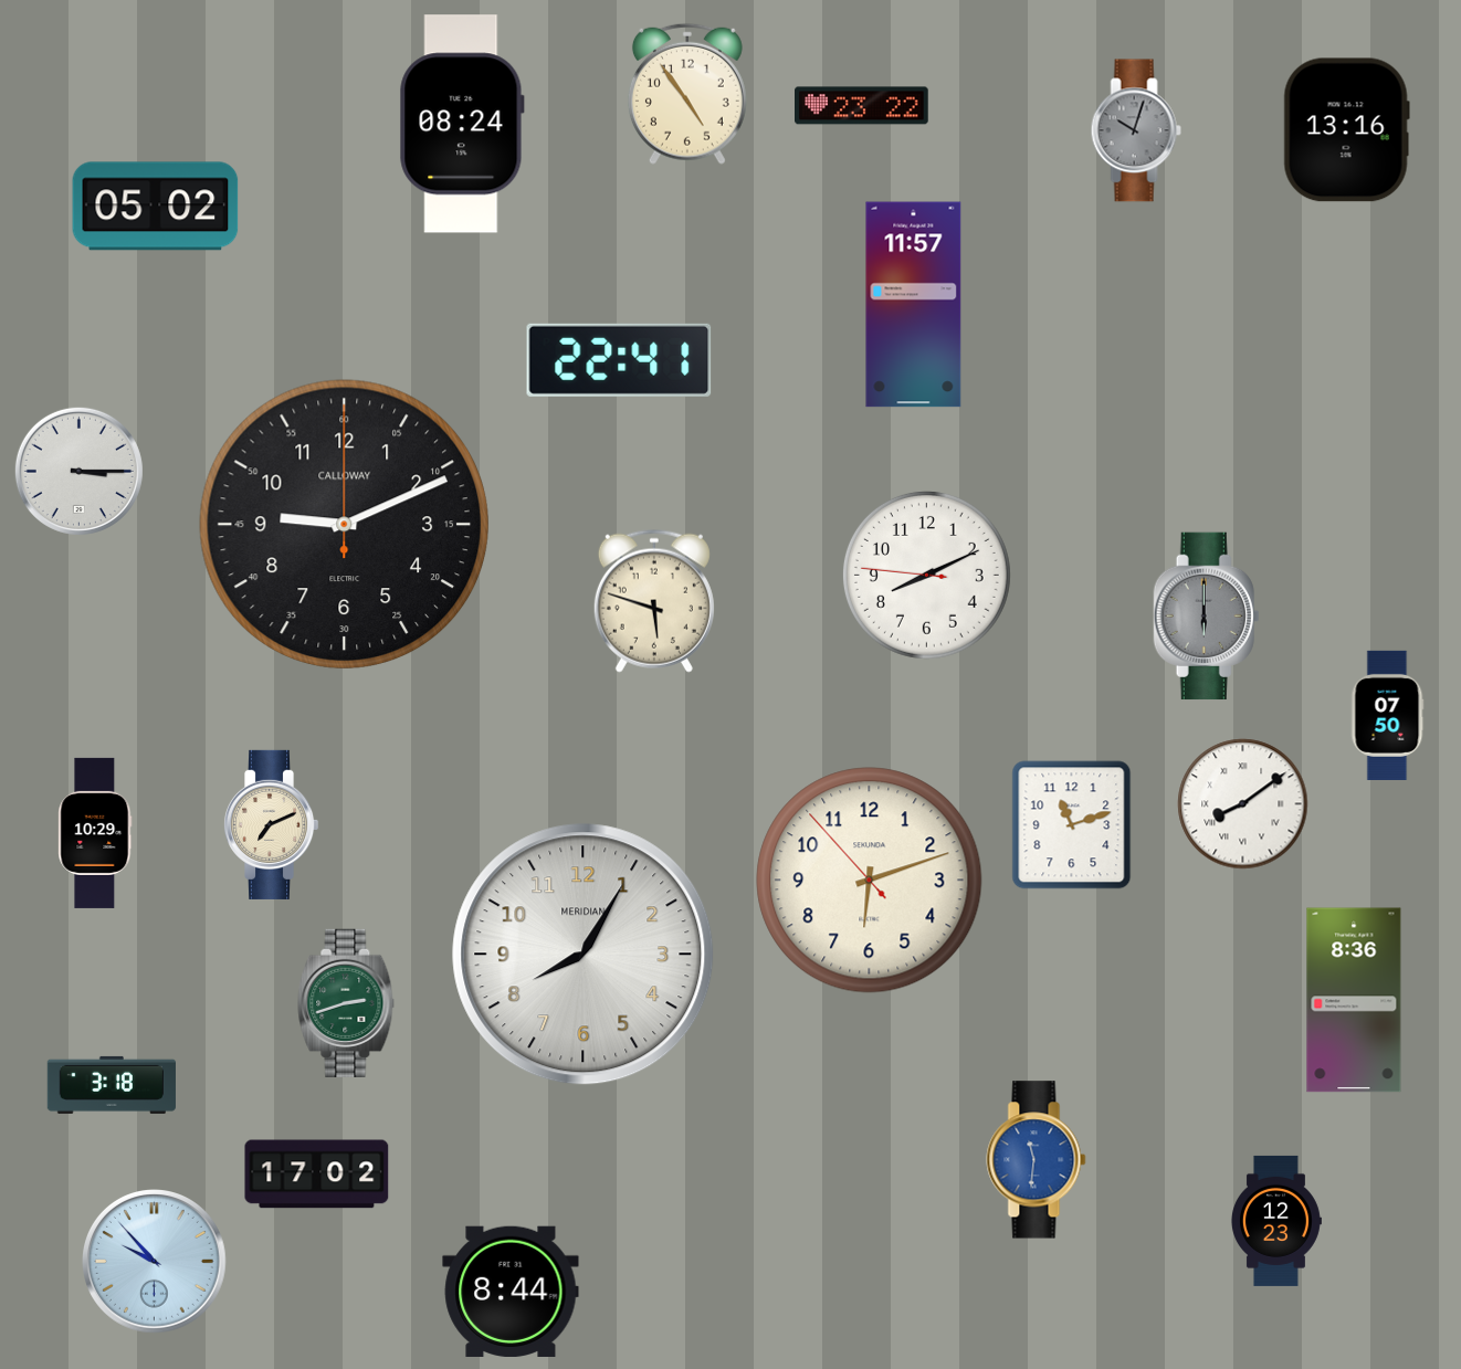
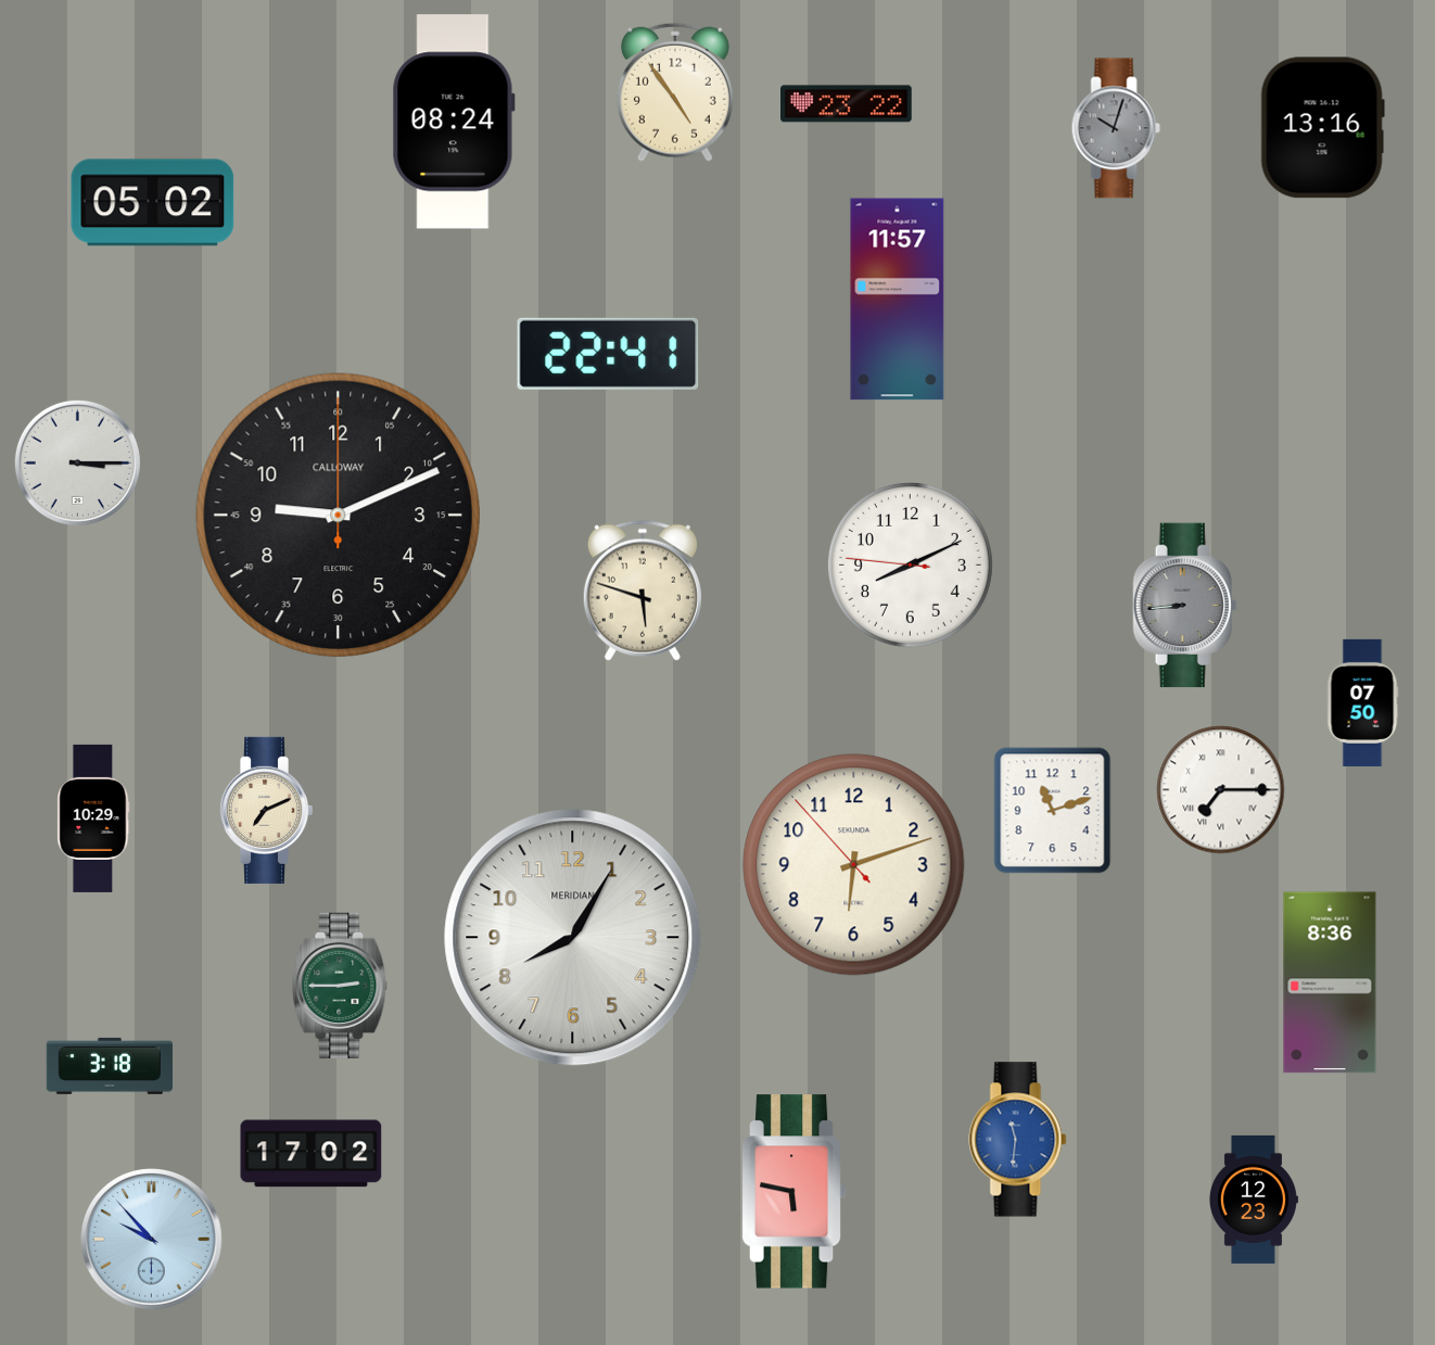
clock at (1207, 617): 6:00 -> 8:44
clock at (1243, 804): 8:09 -> 7:15
clock at (346, 1003): 2:42 -> 2:45
clock at (793, 1192): none -> 5:47
clock at (511, 1292): 8:44 -> none
